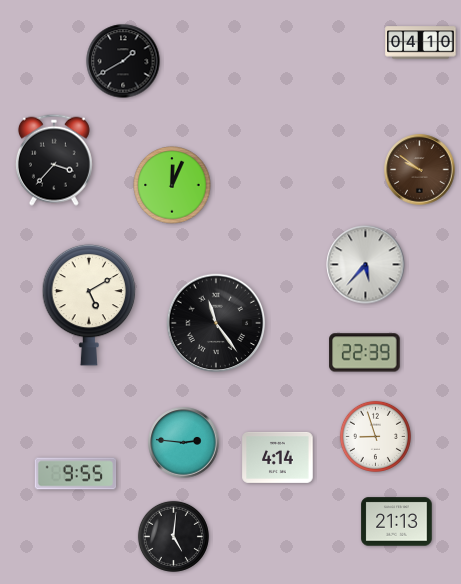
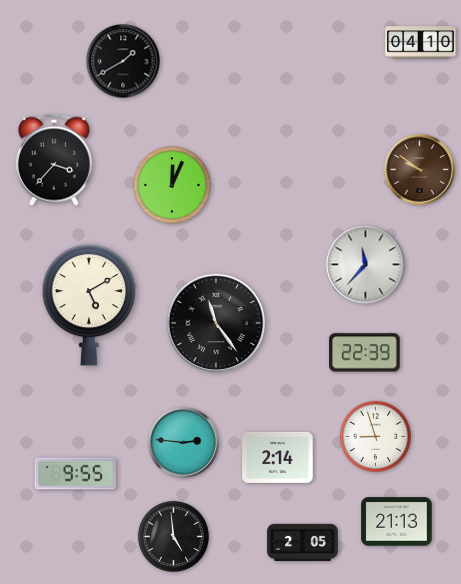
clock at (366, 265): 5:37 -> 11:37
clock at (278, 457): 4:14 -> 2:14
clock at (173, 536): 5:01 -> 4:59
clock at (303, 542): none -> 2:05
